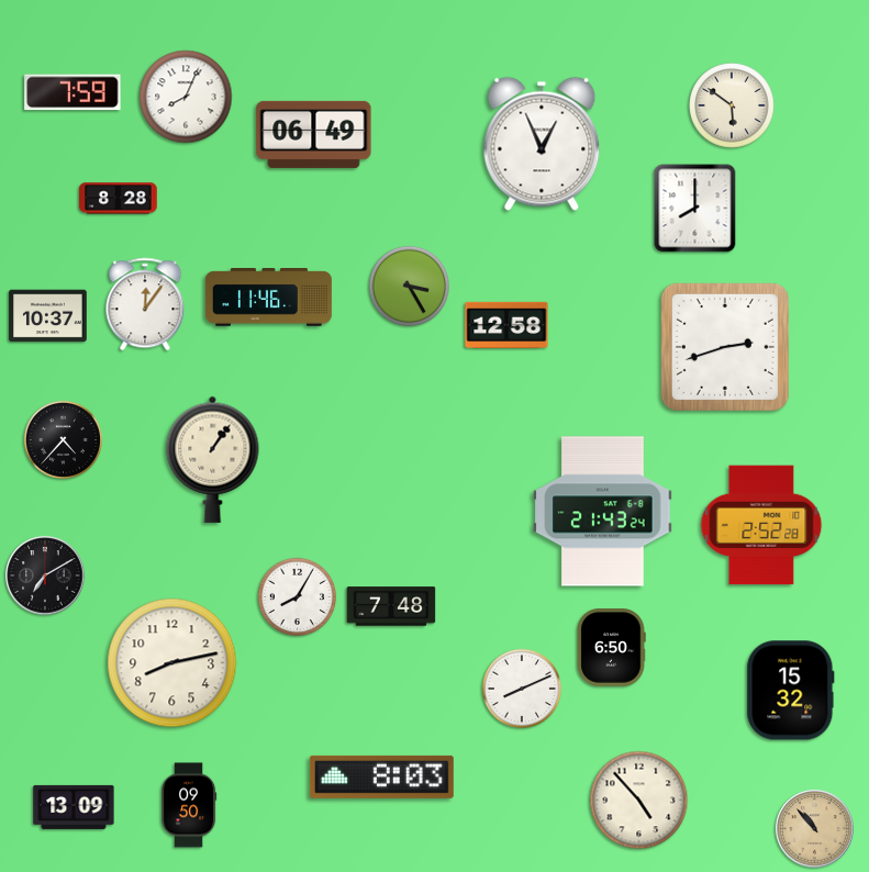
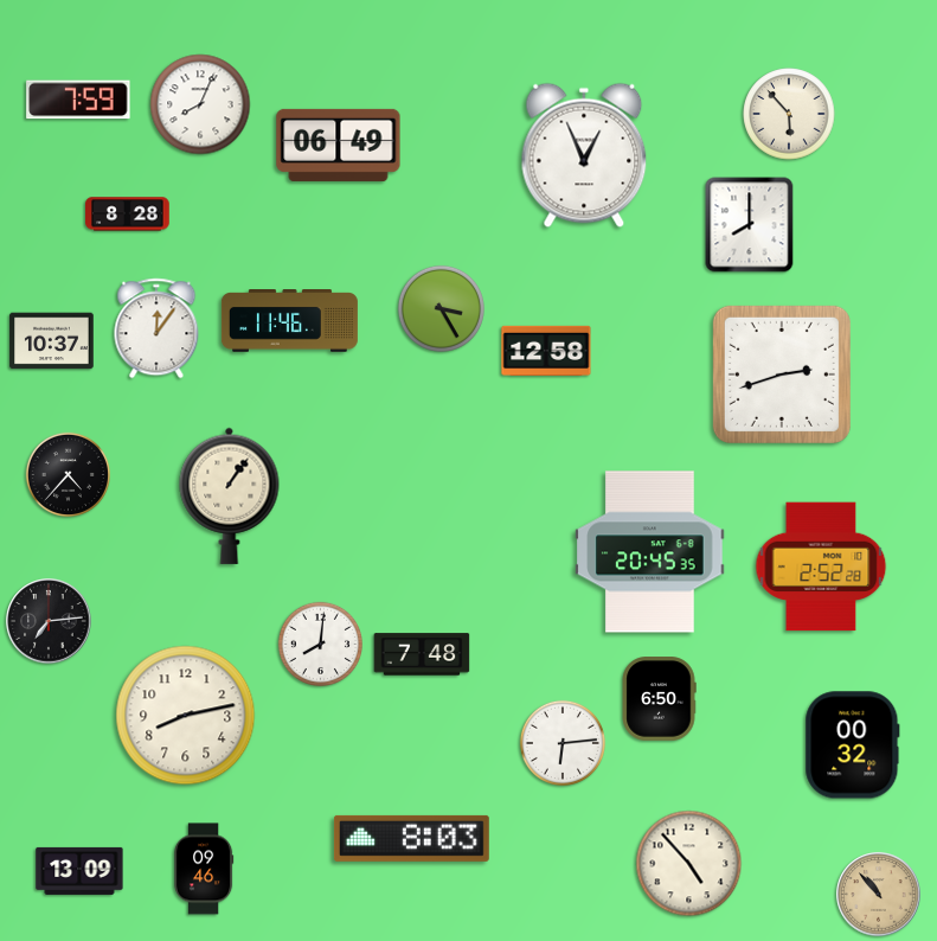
clock at (732, 105): 5:51 -> 5:53
clock at (603, 512): 21:43 -> 20:45
clock at (45, 575): 7:10 -> 7:14
clock at (297, 596): 8:05 -> 8:01
clock at (522, 689): 8:11 -> 6:14
clock at (791, 691): 15:32 -> 00:32
clock at (189, 805): 09:50 -> 09:46
